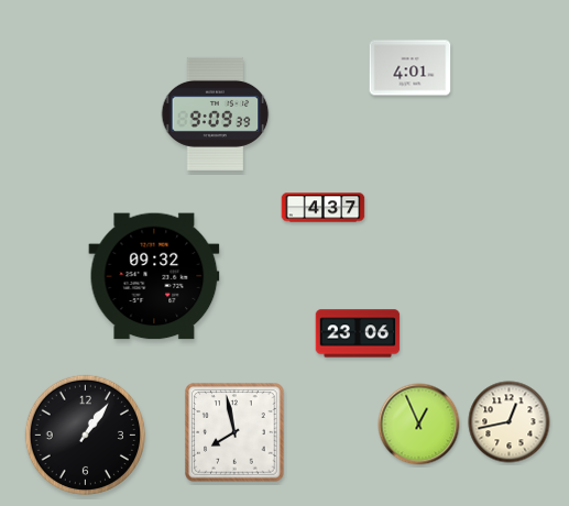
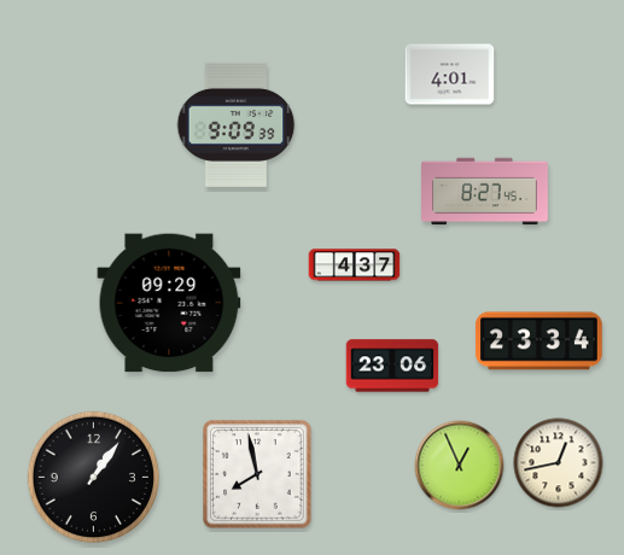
clock at (485, 192): none -> 8:27
clock at (324, 208) position: (324, 208) -> (355, 265)
clock at (154, 276): 09:32 -> 09:29
clock at (538, 341): none -> 23:34
